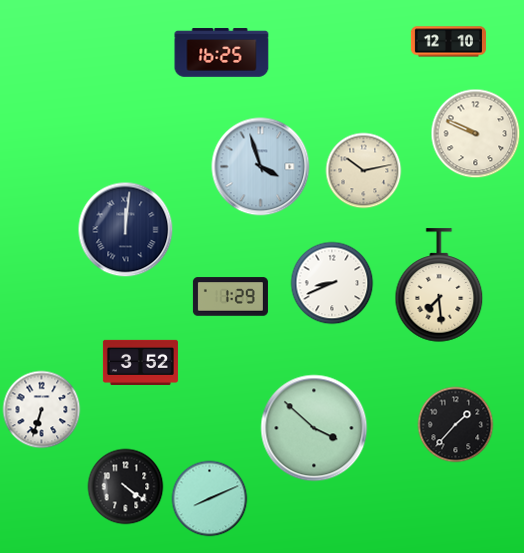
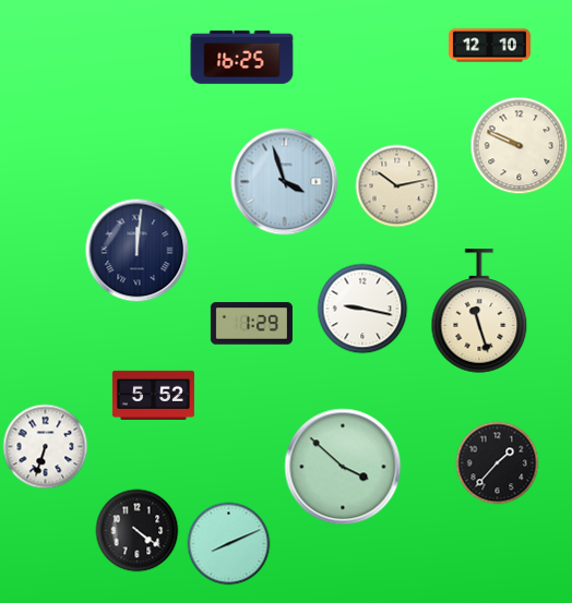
clock at (332, 283): 8:41 -> 9:17
clock at (439, 285): 7:29 -> 11:27
clock at (140, 362): 3:52 -> 5:52
